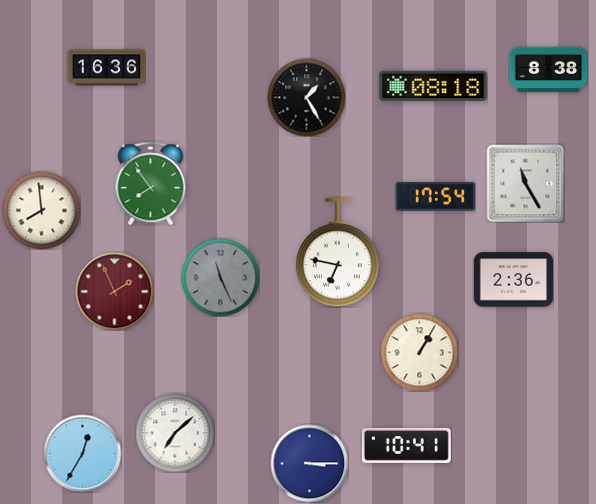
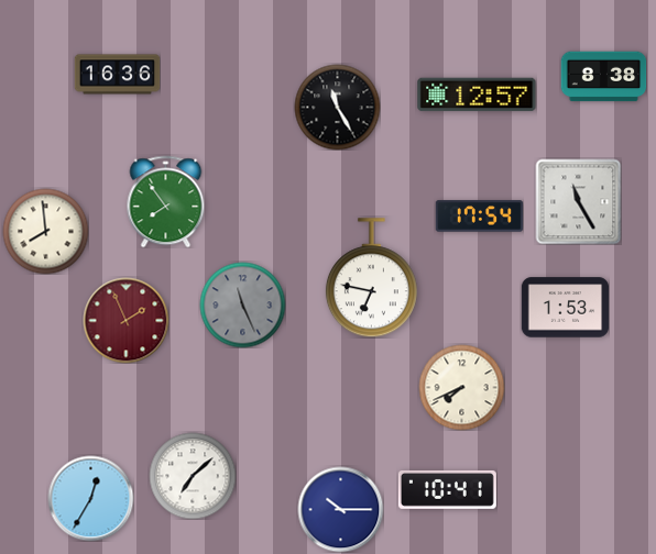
clock at (433, 86): 08:18 -> 12:57
clock at (306, 97): 1:25 -> 11:25
clock at (513, 280): 2:36 -> 1:53
clock at (419, 352): 1:05 -> 7:41
clock at (309, 463): 3:15 -> 10:15
